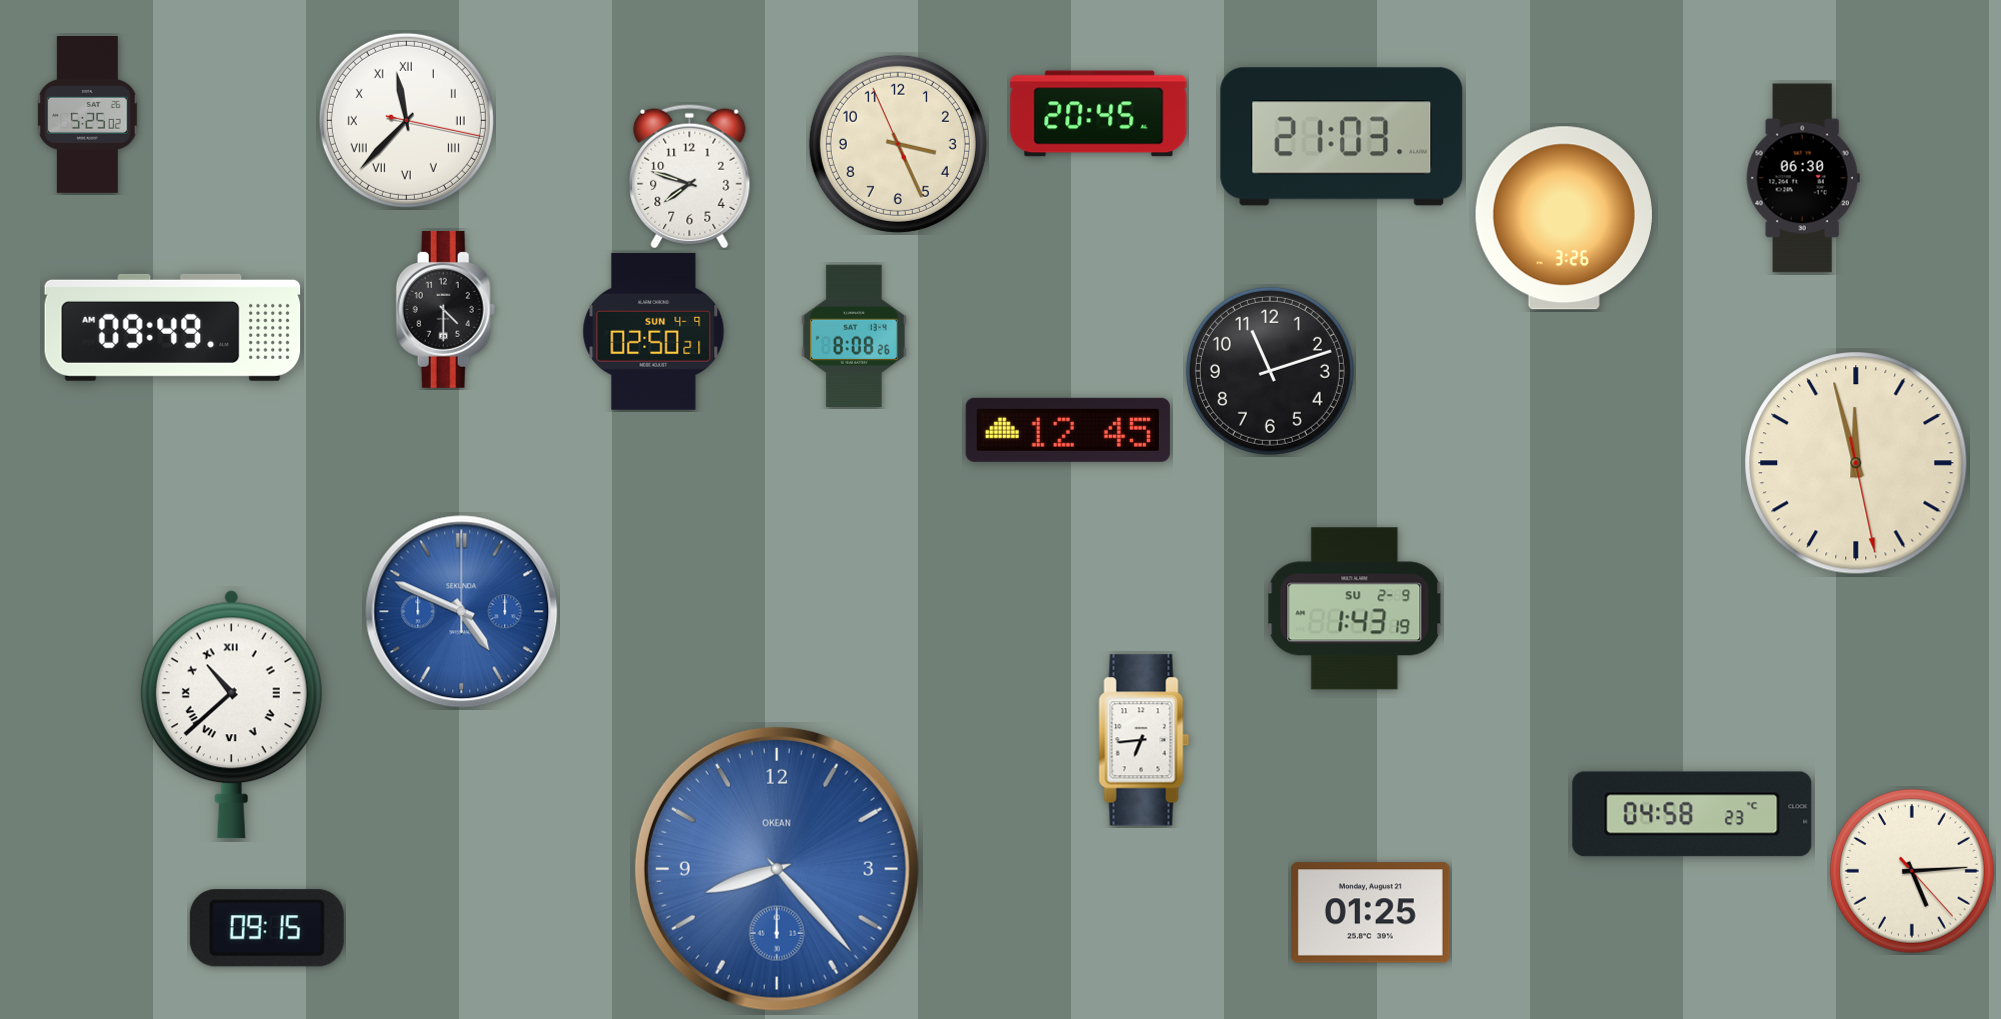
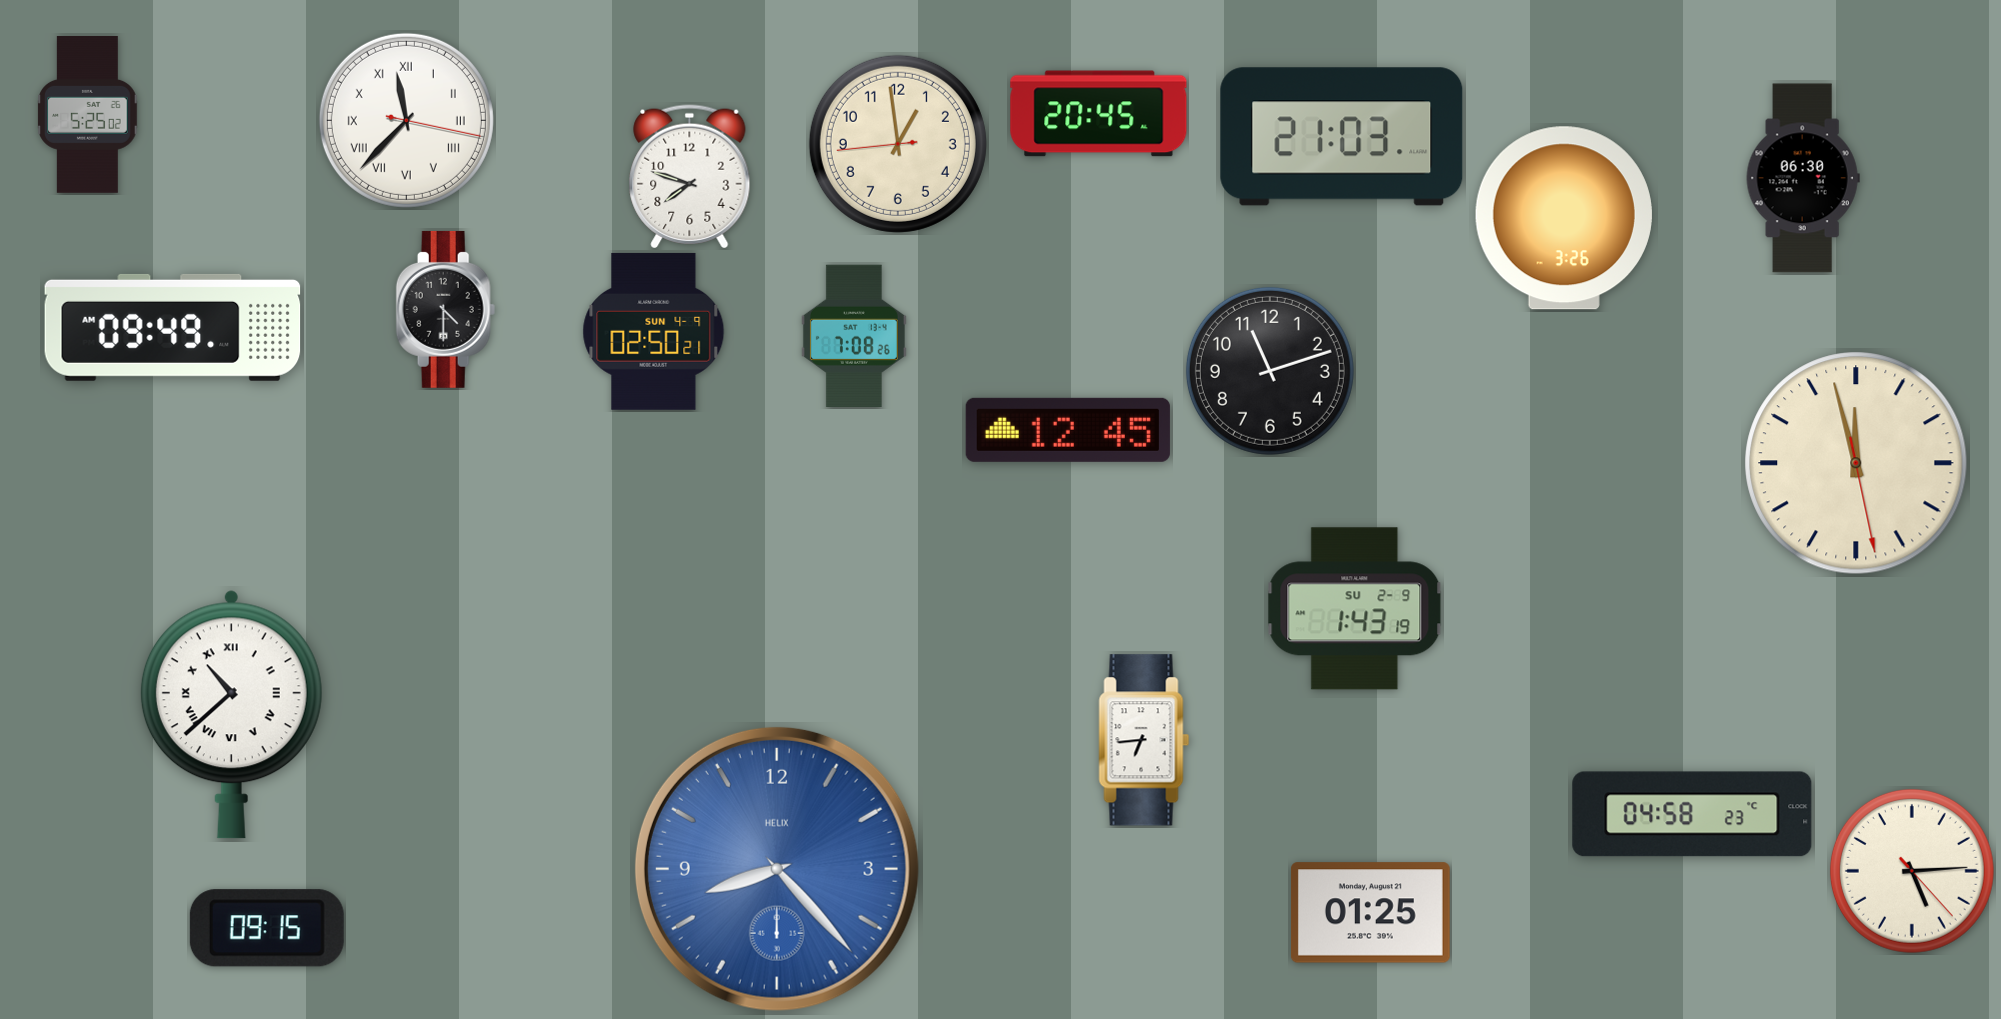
clock at (898, 144): 3:25 -> 12:58
clock at (854, 335): 8:08 -> 7:08
clock at (462, 612): 4:49 -> none
clock at (777, 869) brand: OKEAN -> HELIX
